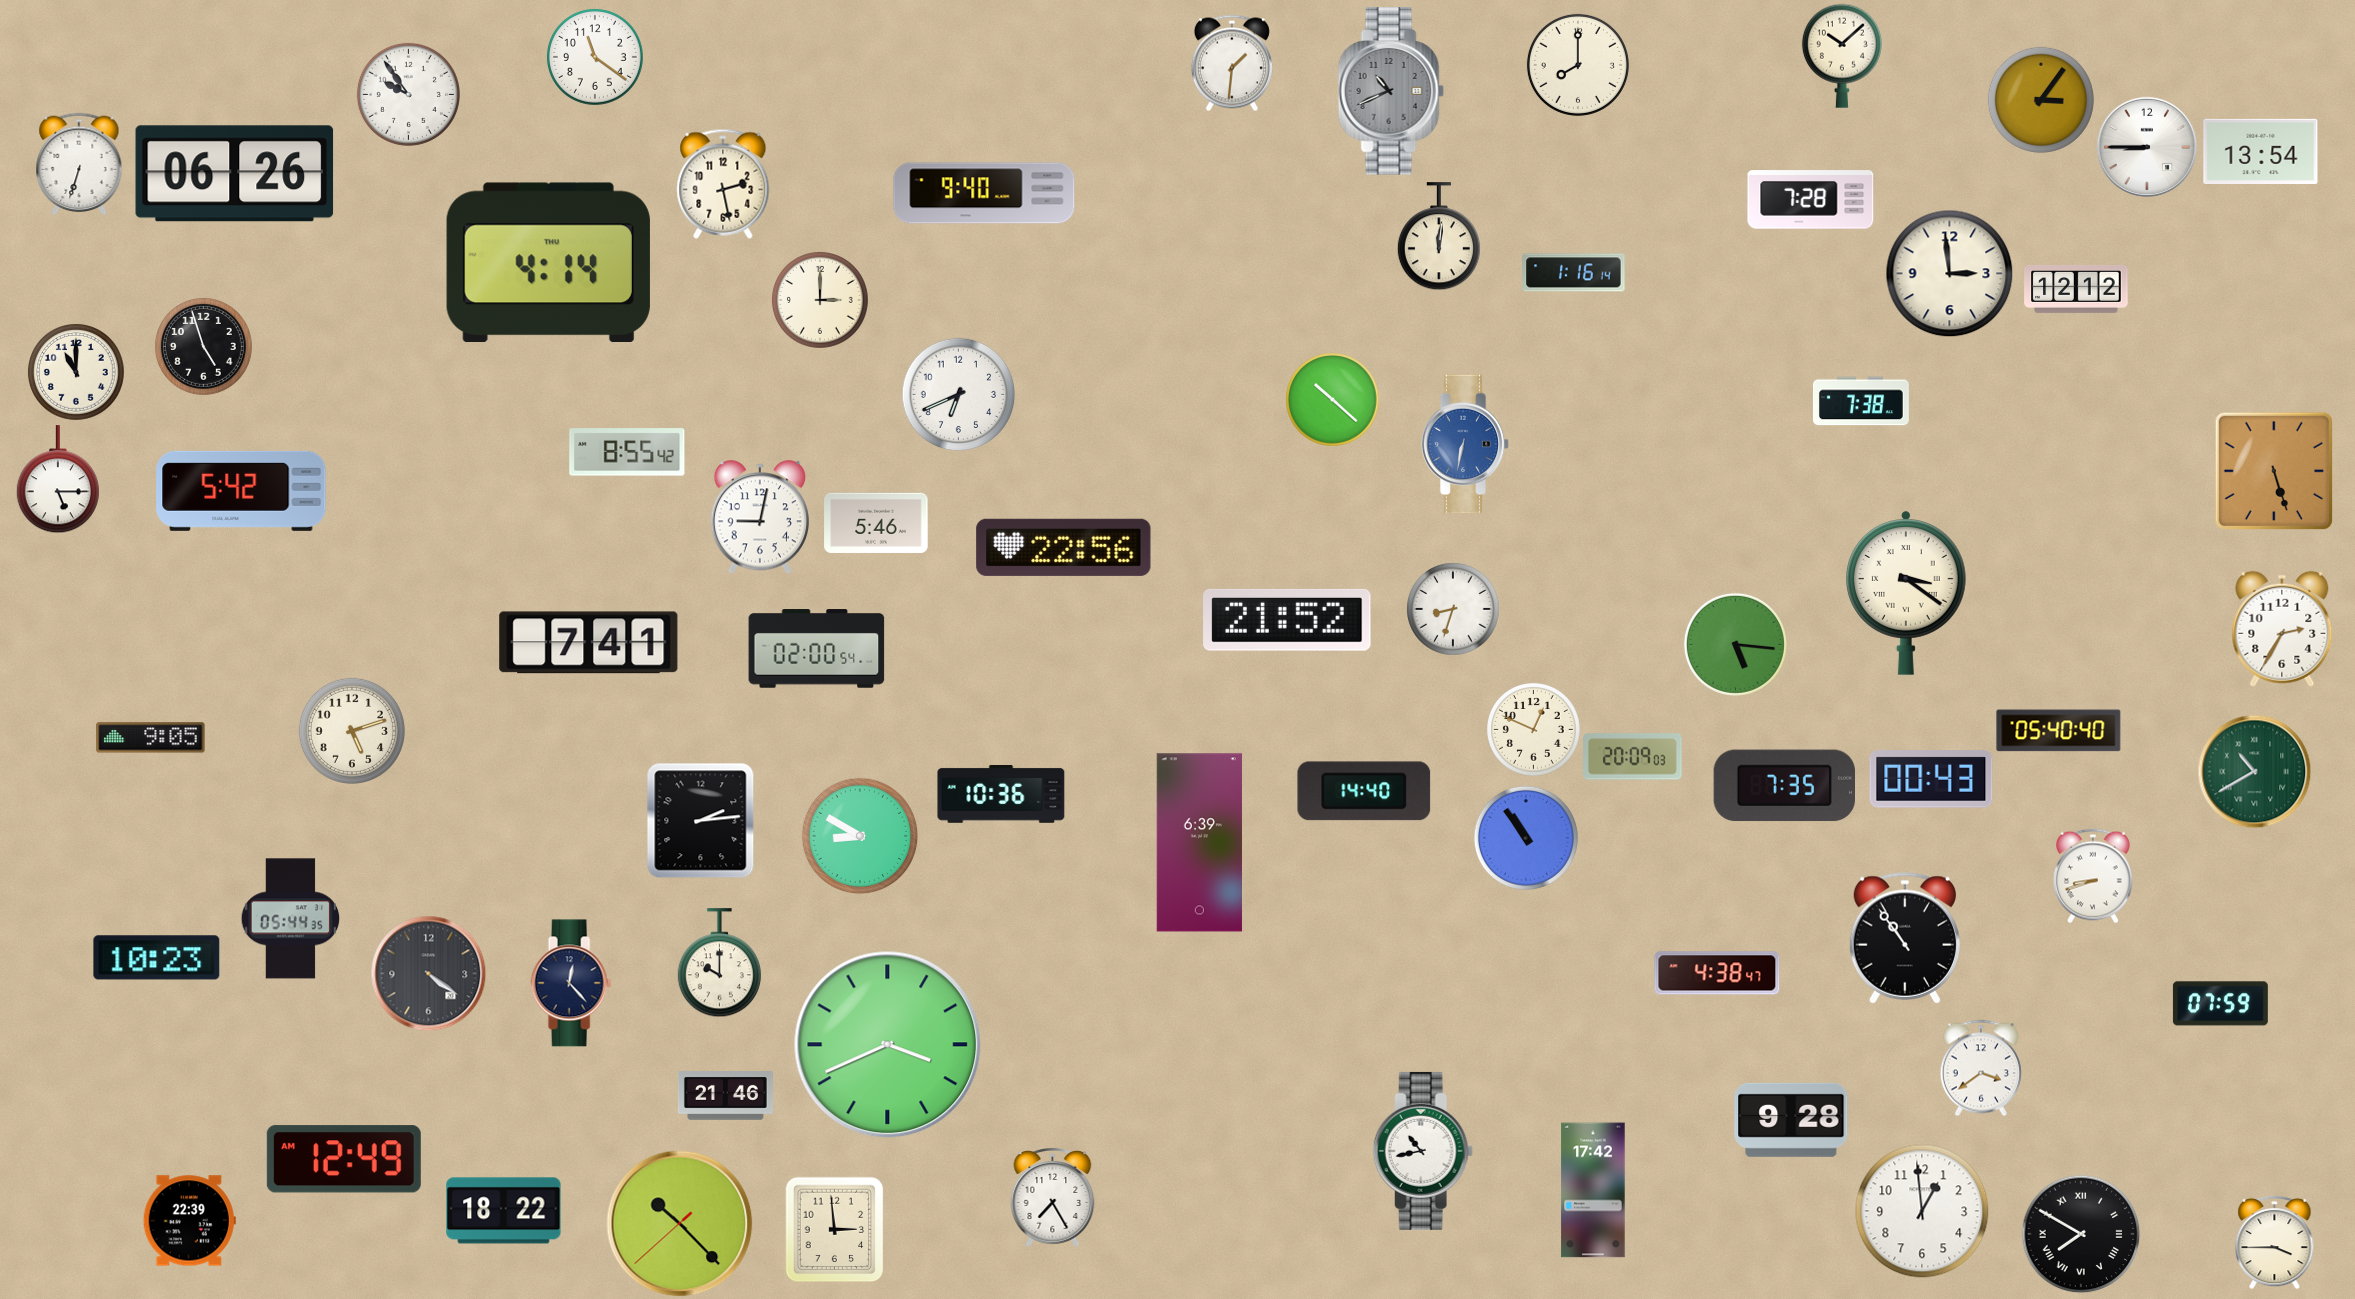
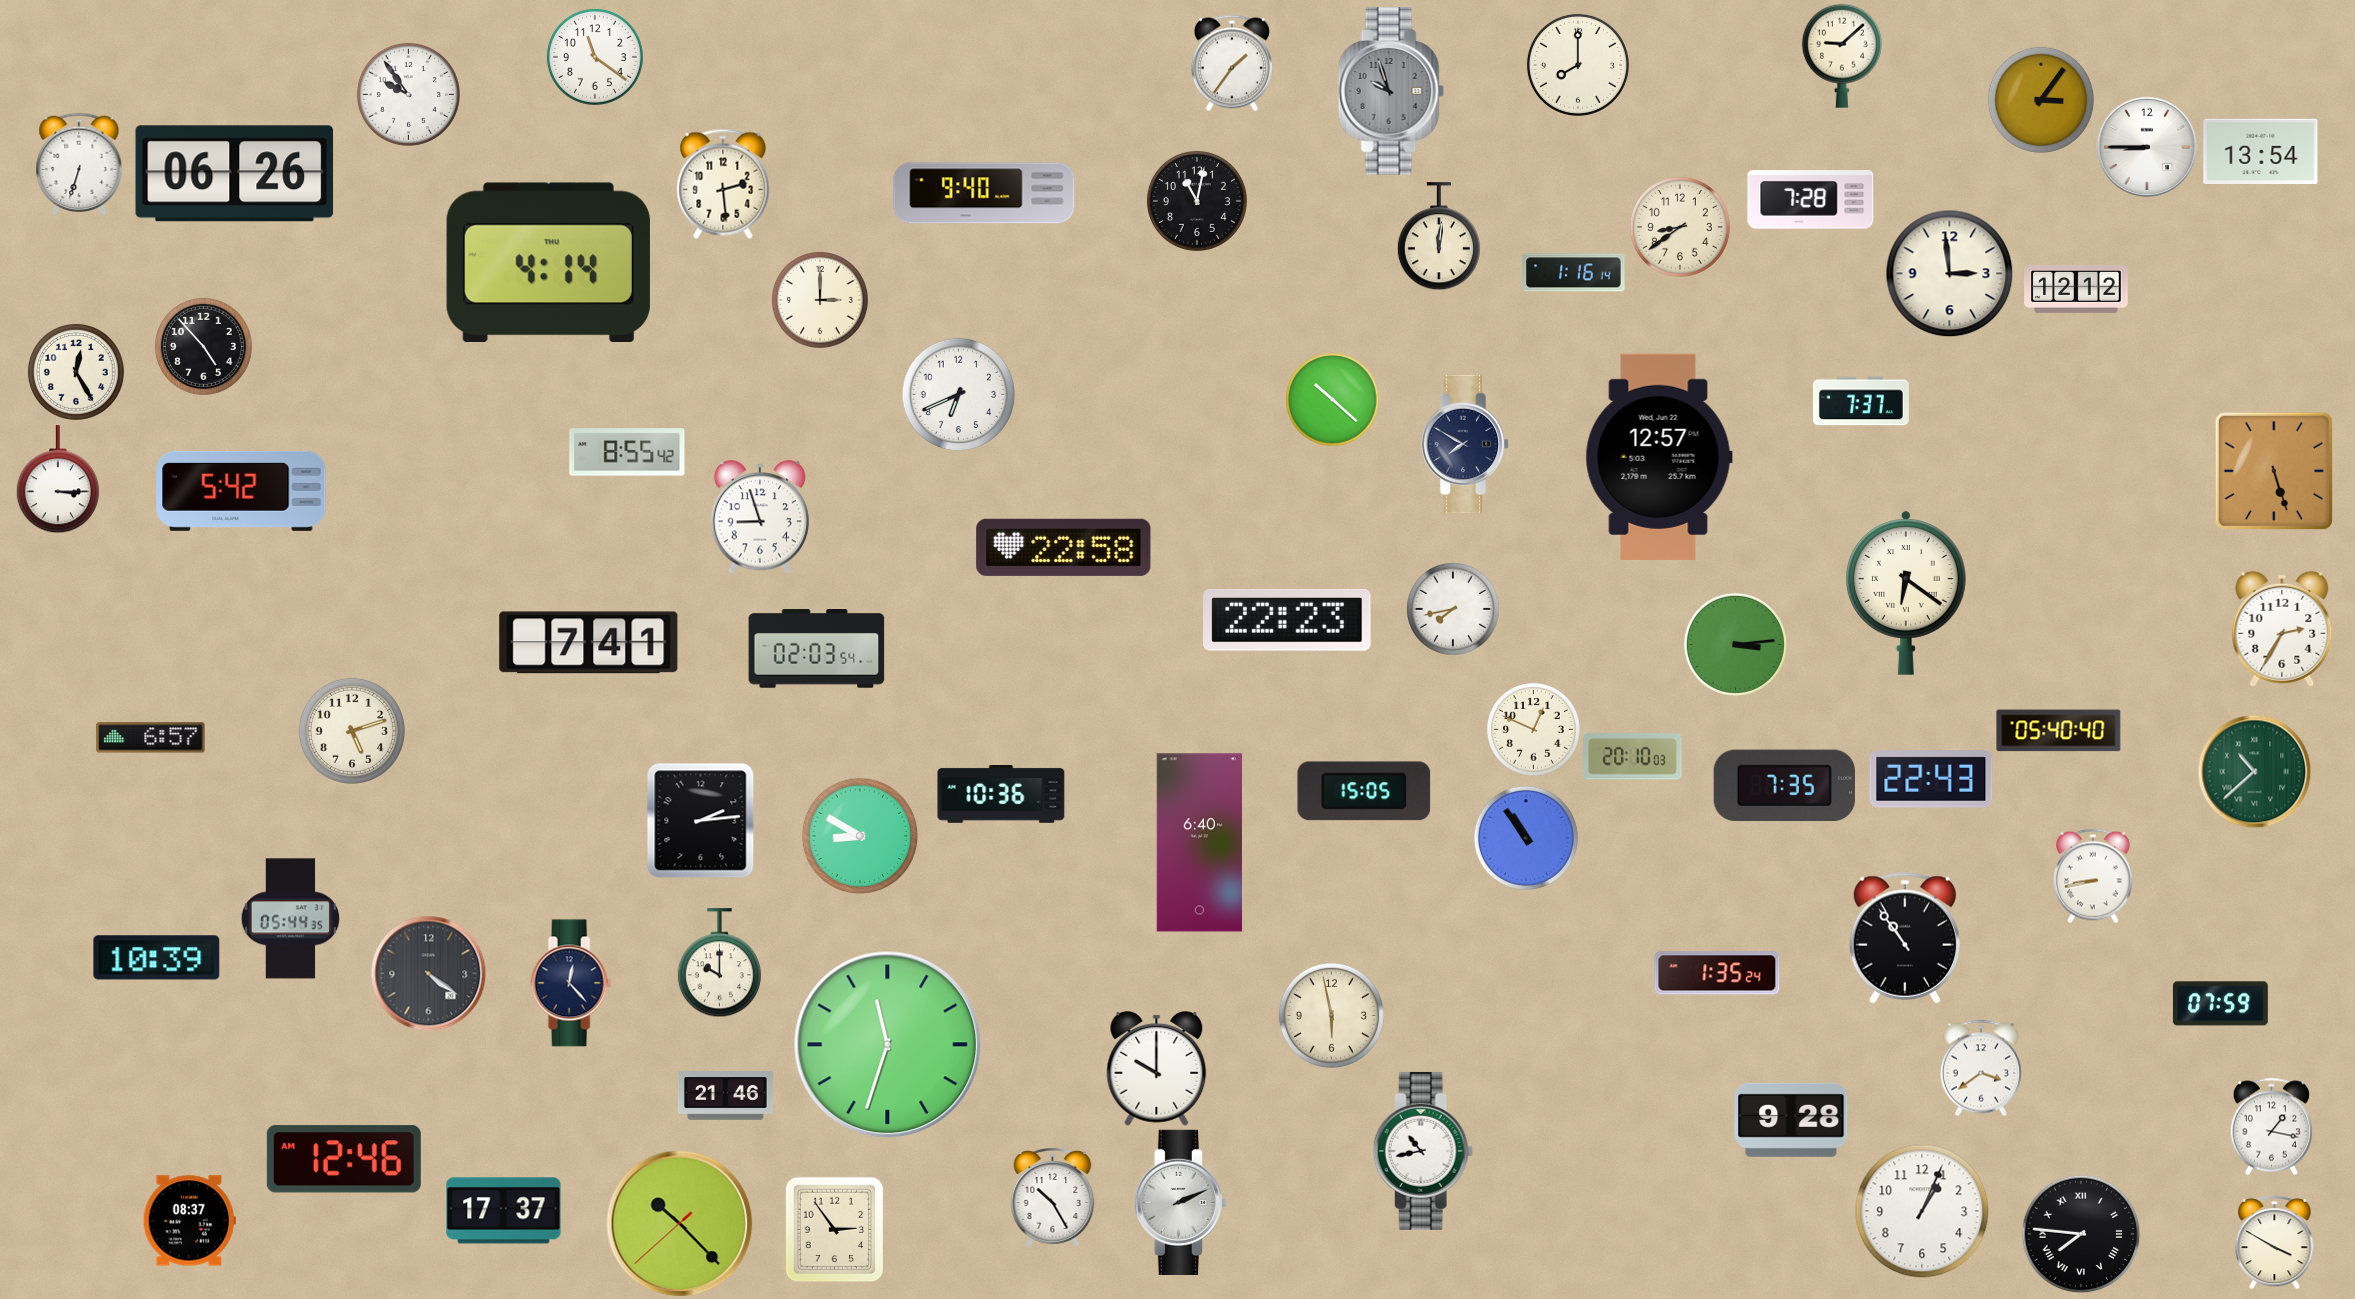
clock at (1842, 56): 10:08 -> 9:08
clock at (1232, 63): 1:31 -> 1:36
clock at (1391, 91): 10:41 -> 9:57
clock at (723, 184): 2:28 -> 2:29
clock at (1197, 201): none -> 11:02
clock at (1680, 227): none -> 8:39
clock at (203, 346): 4:57 -> 4:53
clock at (76, 372): 11:00 -> 12:25
clock at (1861, 401): 7:38 -> 7:37
clock at (1465, 444): 6:32 -> 7:50
clock at (1465, 444) dial: blue -> navy
clock at (1659, 457): none -> 12:57
clock at (58, 479): 5:15 -> 3:15
clock at (760, 517): 9:02 -> 8:57
clock at (876, 523): 5:46 -> none
clock at (1064, 547): 22:56 -> 22:58
clock at (1907, 593): 3:21 -> 6:21
clock at (1453, 609): 8:33 -> 7:43
clock at (1287, 620): 21:52 -> 22:23
clock at (1735, 644): 5:16 -> 3:14
clock at (817, 649): 02:00 -> 02:03
clock at (151, 738): 9:05 -> 6:57
clock at (1633, 757): 20:09 -> 20:10
clock at (2254, 771): 10:40 -> 10:38
clock at (1931, 779): 00:43 -> 22:43
clock at (1364, 791): 14:40 -> 15:05
clock at (1199, 843): 6:39 -> 6:40
clock at (2094, 876): 8:42 -> 8:43
clock at (157, 958): 10:23 -> 10:39
clock at (1717, 973): 4:38 -> 1:35
clock at (1331, 1015): none -> 5:58
clock at (888, 1045): 3:41 -> 11:33
clock at (1157, 1068): none -> 10:00
clock at (2271, 1126): none -> 1:17
clock at (344, 1159): 12:49 -> 12:46
clock at (1593, 1190): 17:42 -> none
clock at (1053, 1198): 7:25 -> 10:25
clock at (1180, 1202): none -> 2:11
clock at (504, 1211): 18:22 -> 17:37
clock at (1922, 1211): 12:59 -> 1:04
clock at (189, 1221): 22:39 -> 08:37
clock at (835, 1229): 2:59 -> 2:54
clock at (2081, 1234): 7:50 -> 7:46
clock at (2275, 1242): 3:45 -> 3:50
